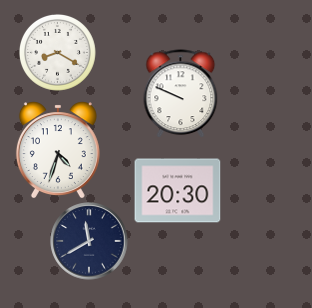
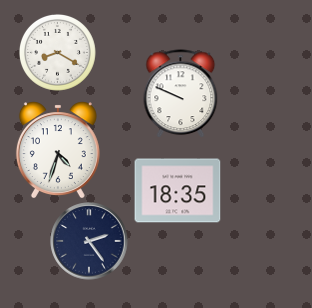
clock at (178, 191): 20:30 -> 18:35
clock at (89, 241): 11:40 -> 2:24
